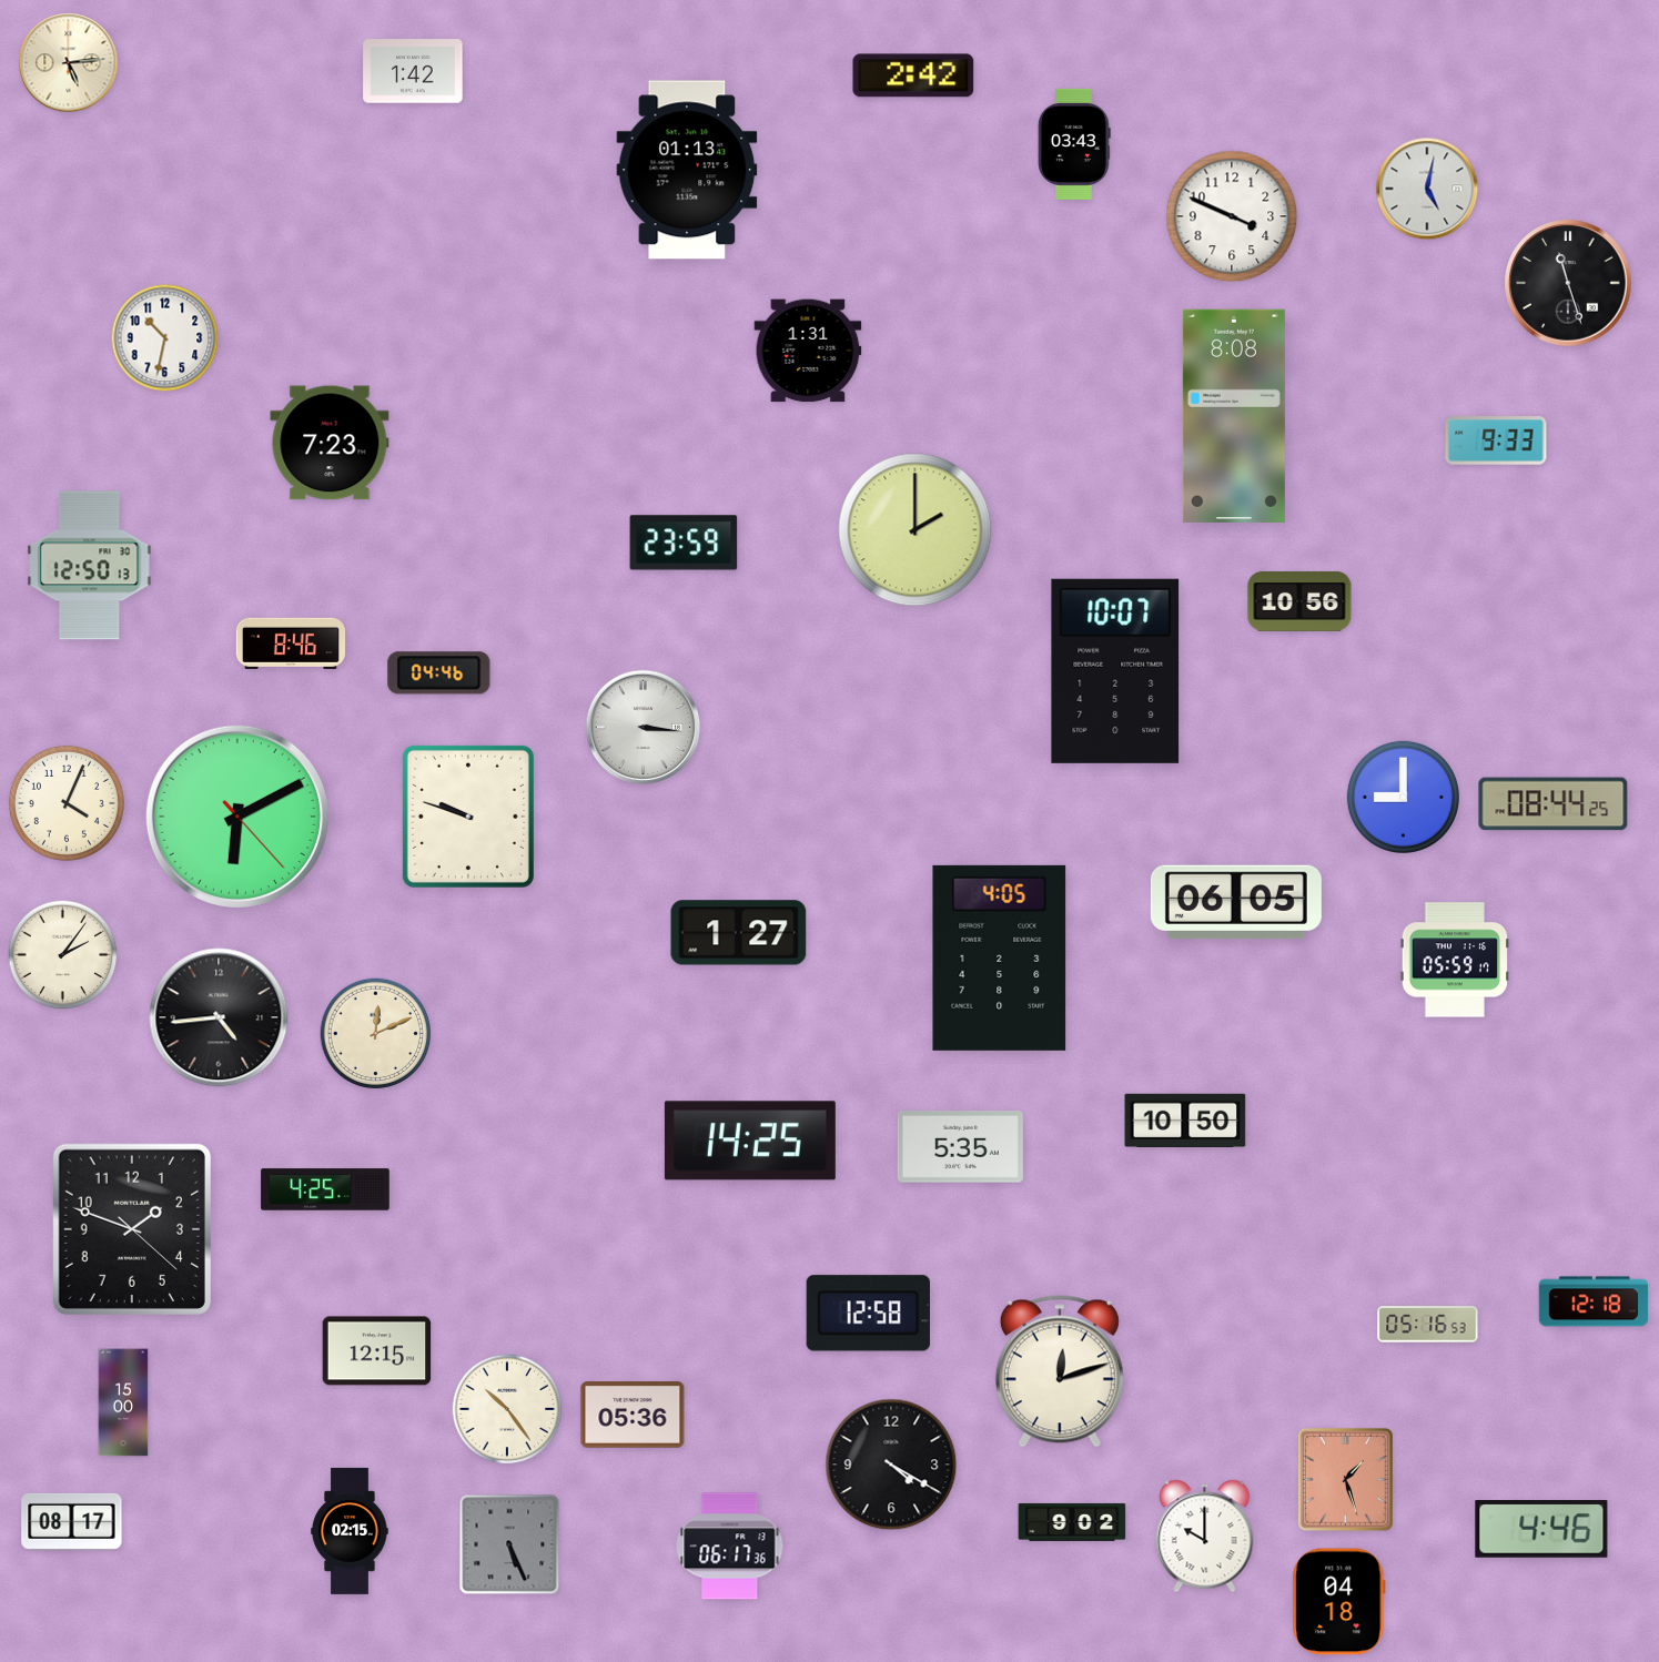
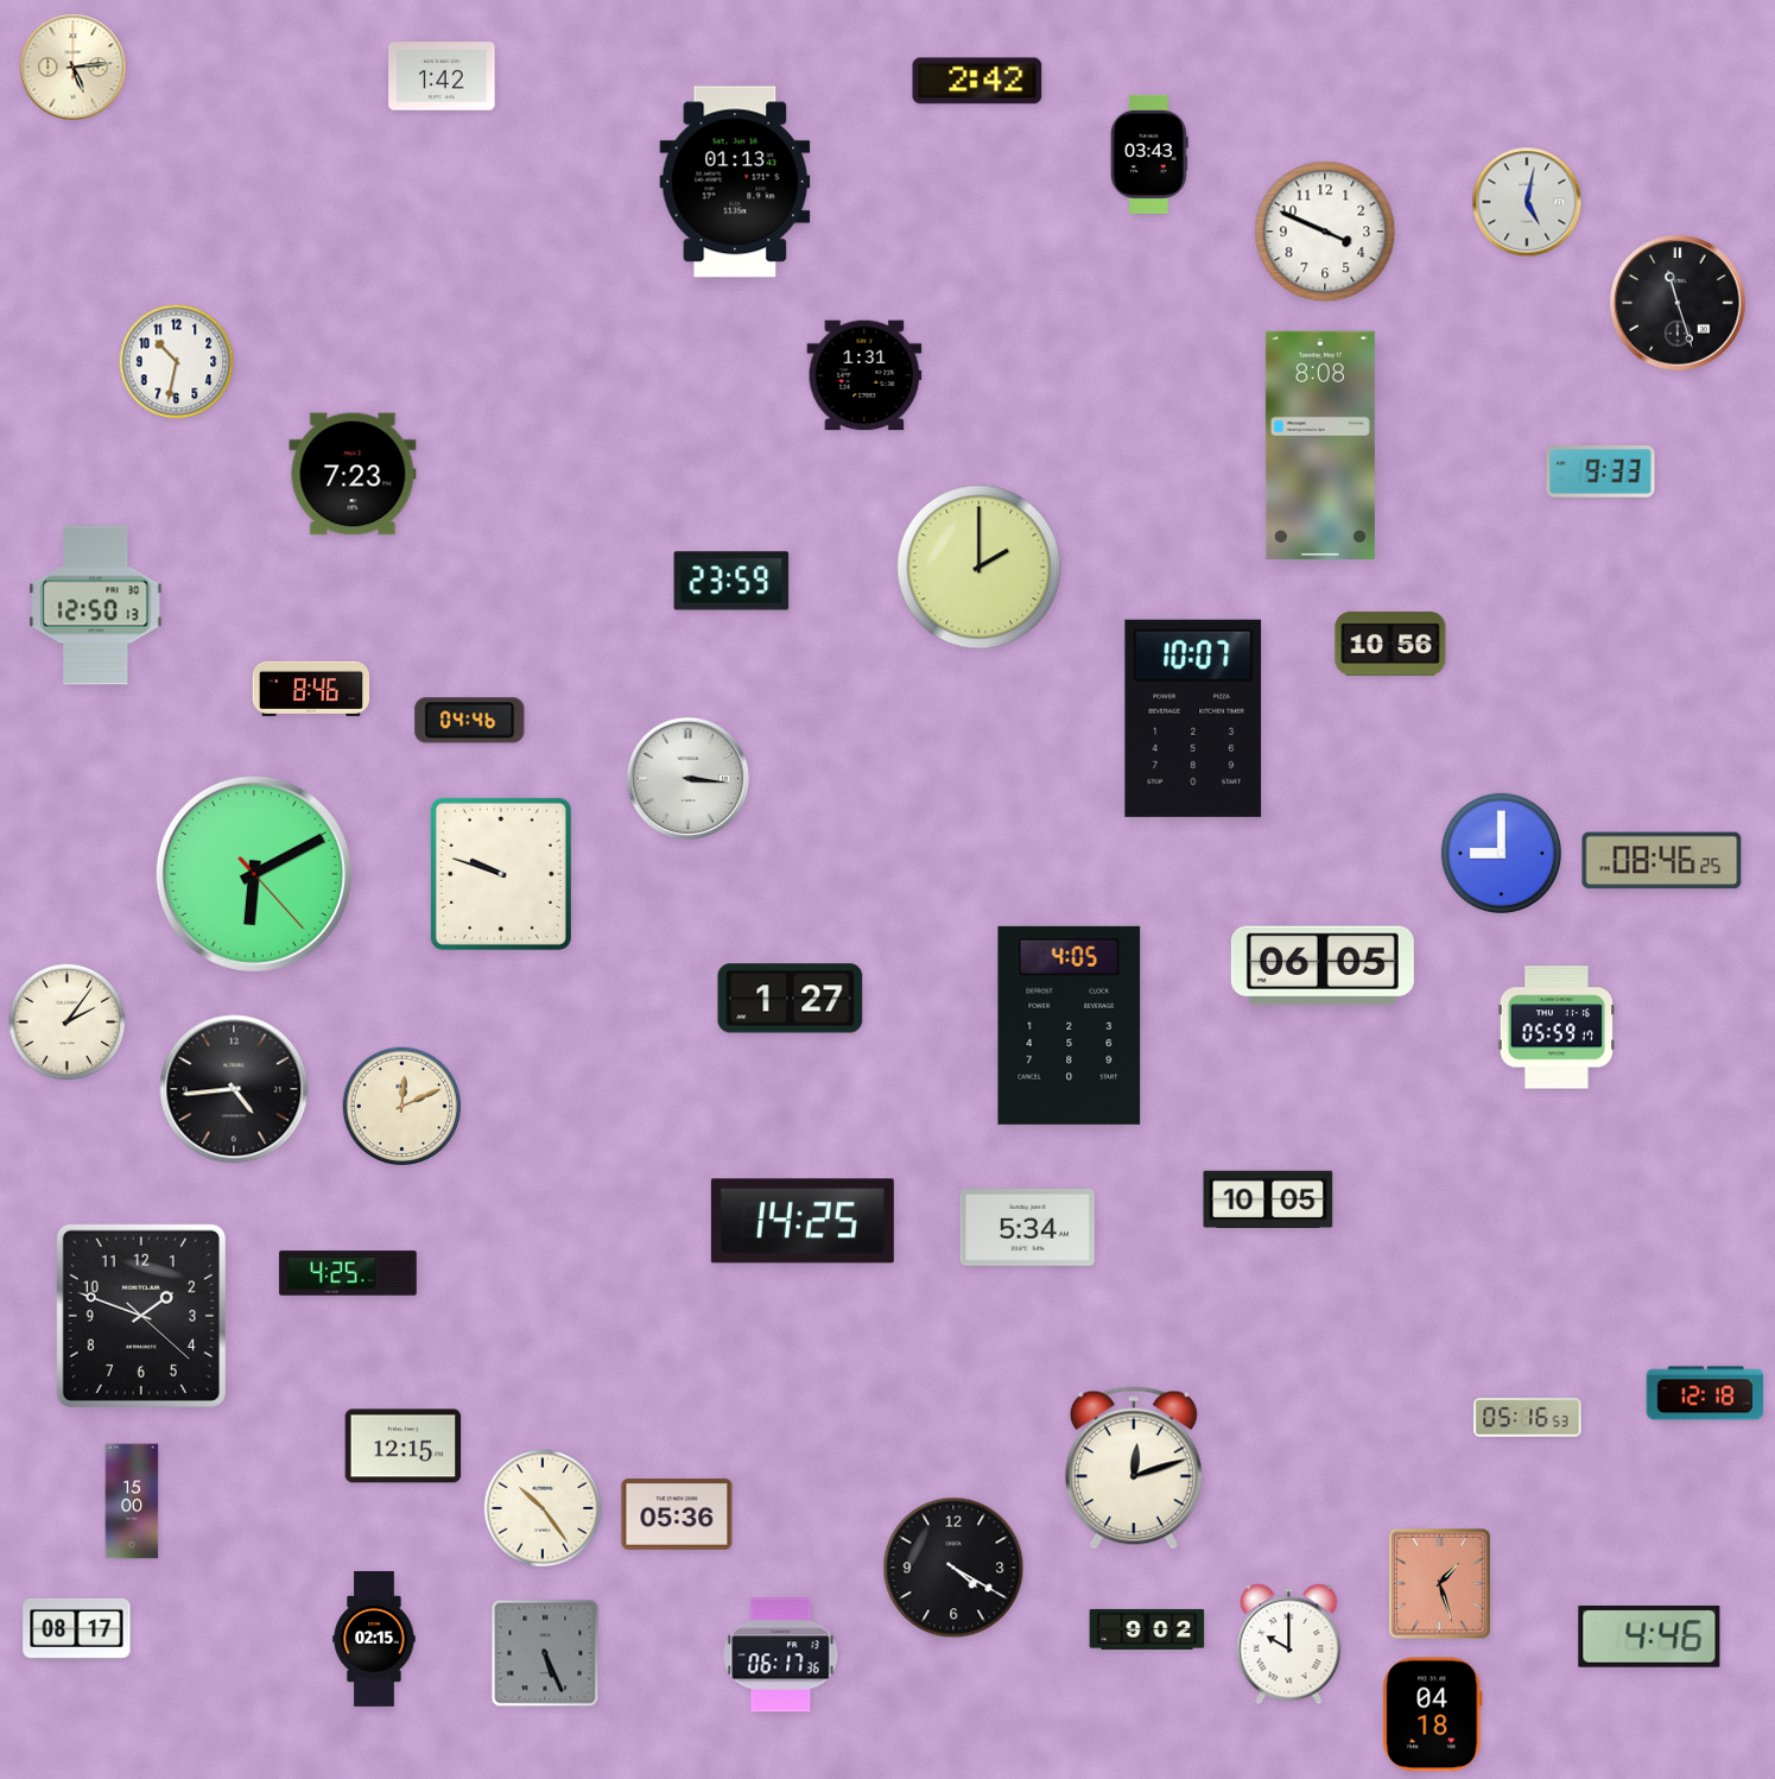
clock at (1232, 216) position: (1232, 216) -> (1325, 232)
clock at (67, 803): 4:04 -> none
clock at (1554, 804): 08:44 -> 08:46
clock at (1185, 1119): 10:50 -> 10:05
clock at (960, 1147): 5:35 -> 5:34
clock at (868, 1314): 12:58 -> none
